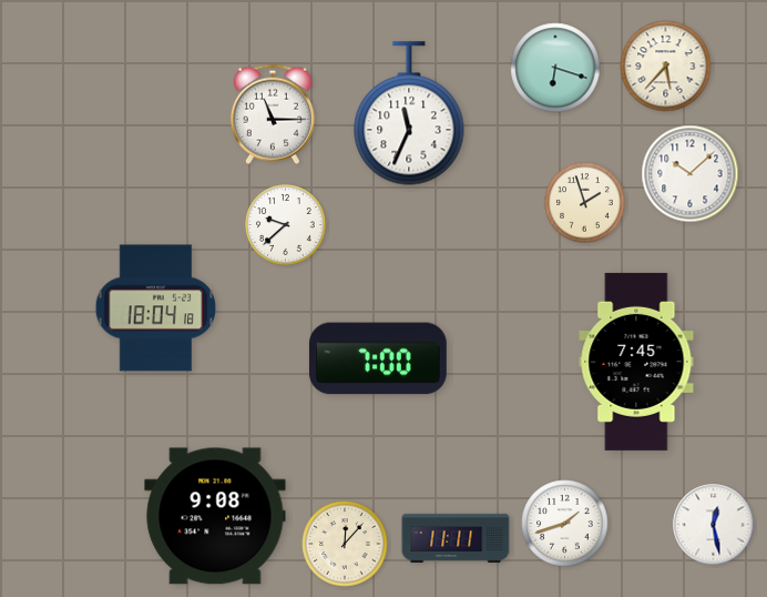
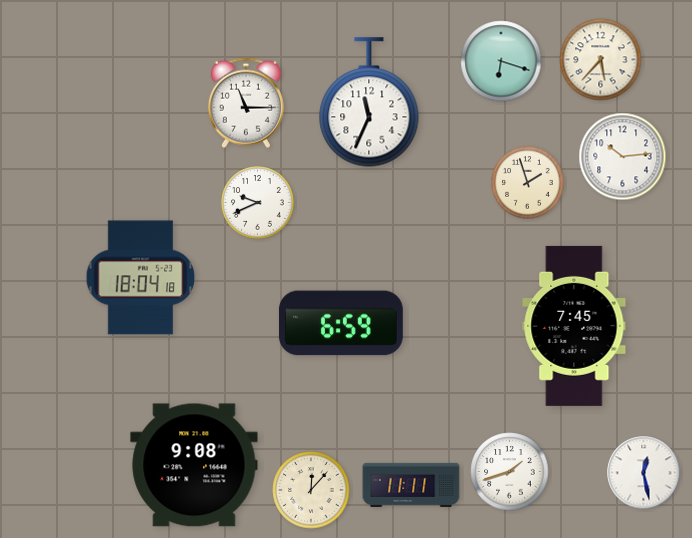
clock at (691, 174): 10:08 -> 10:14
clock at (286, 225): 9:38 -> 9:41
clock at (378, 358): 7:00 -> 6:59
